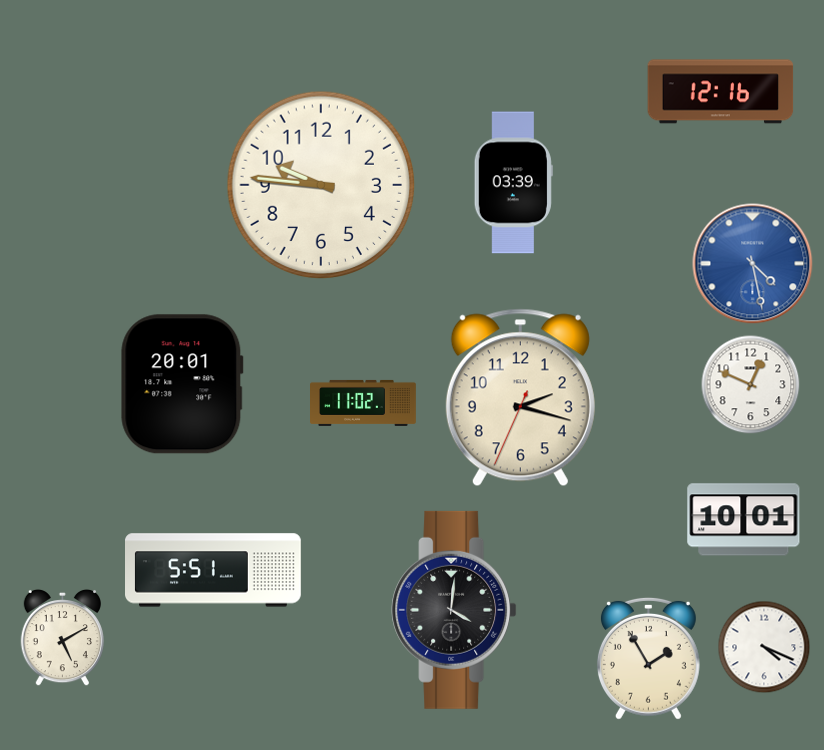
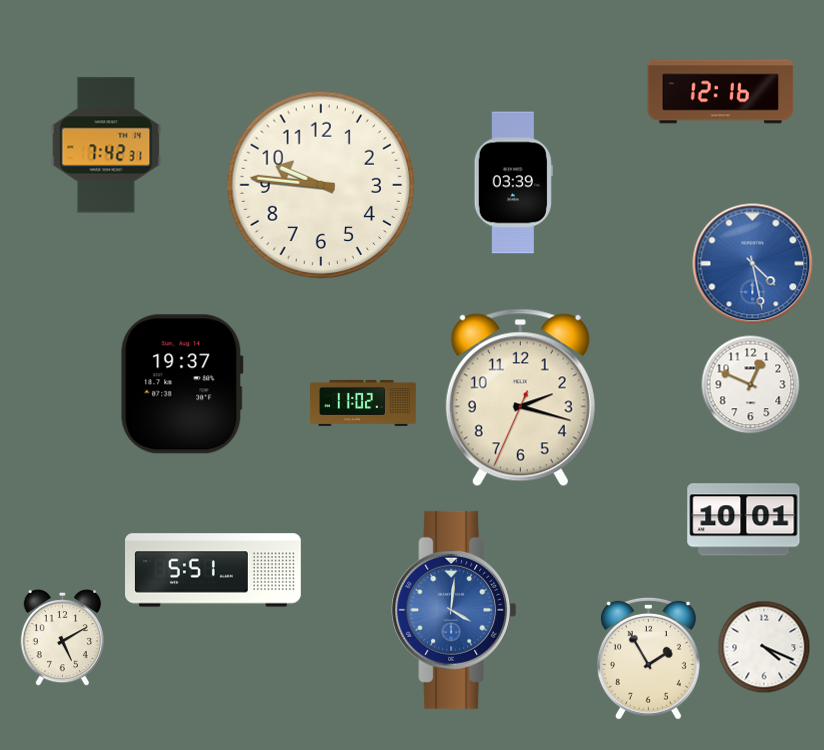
clock at (106, 145): none -> 7:42
clock at (182, 384): 20:01 -> 19:37
clock at (454, 610) dial: black -> blue
